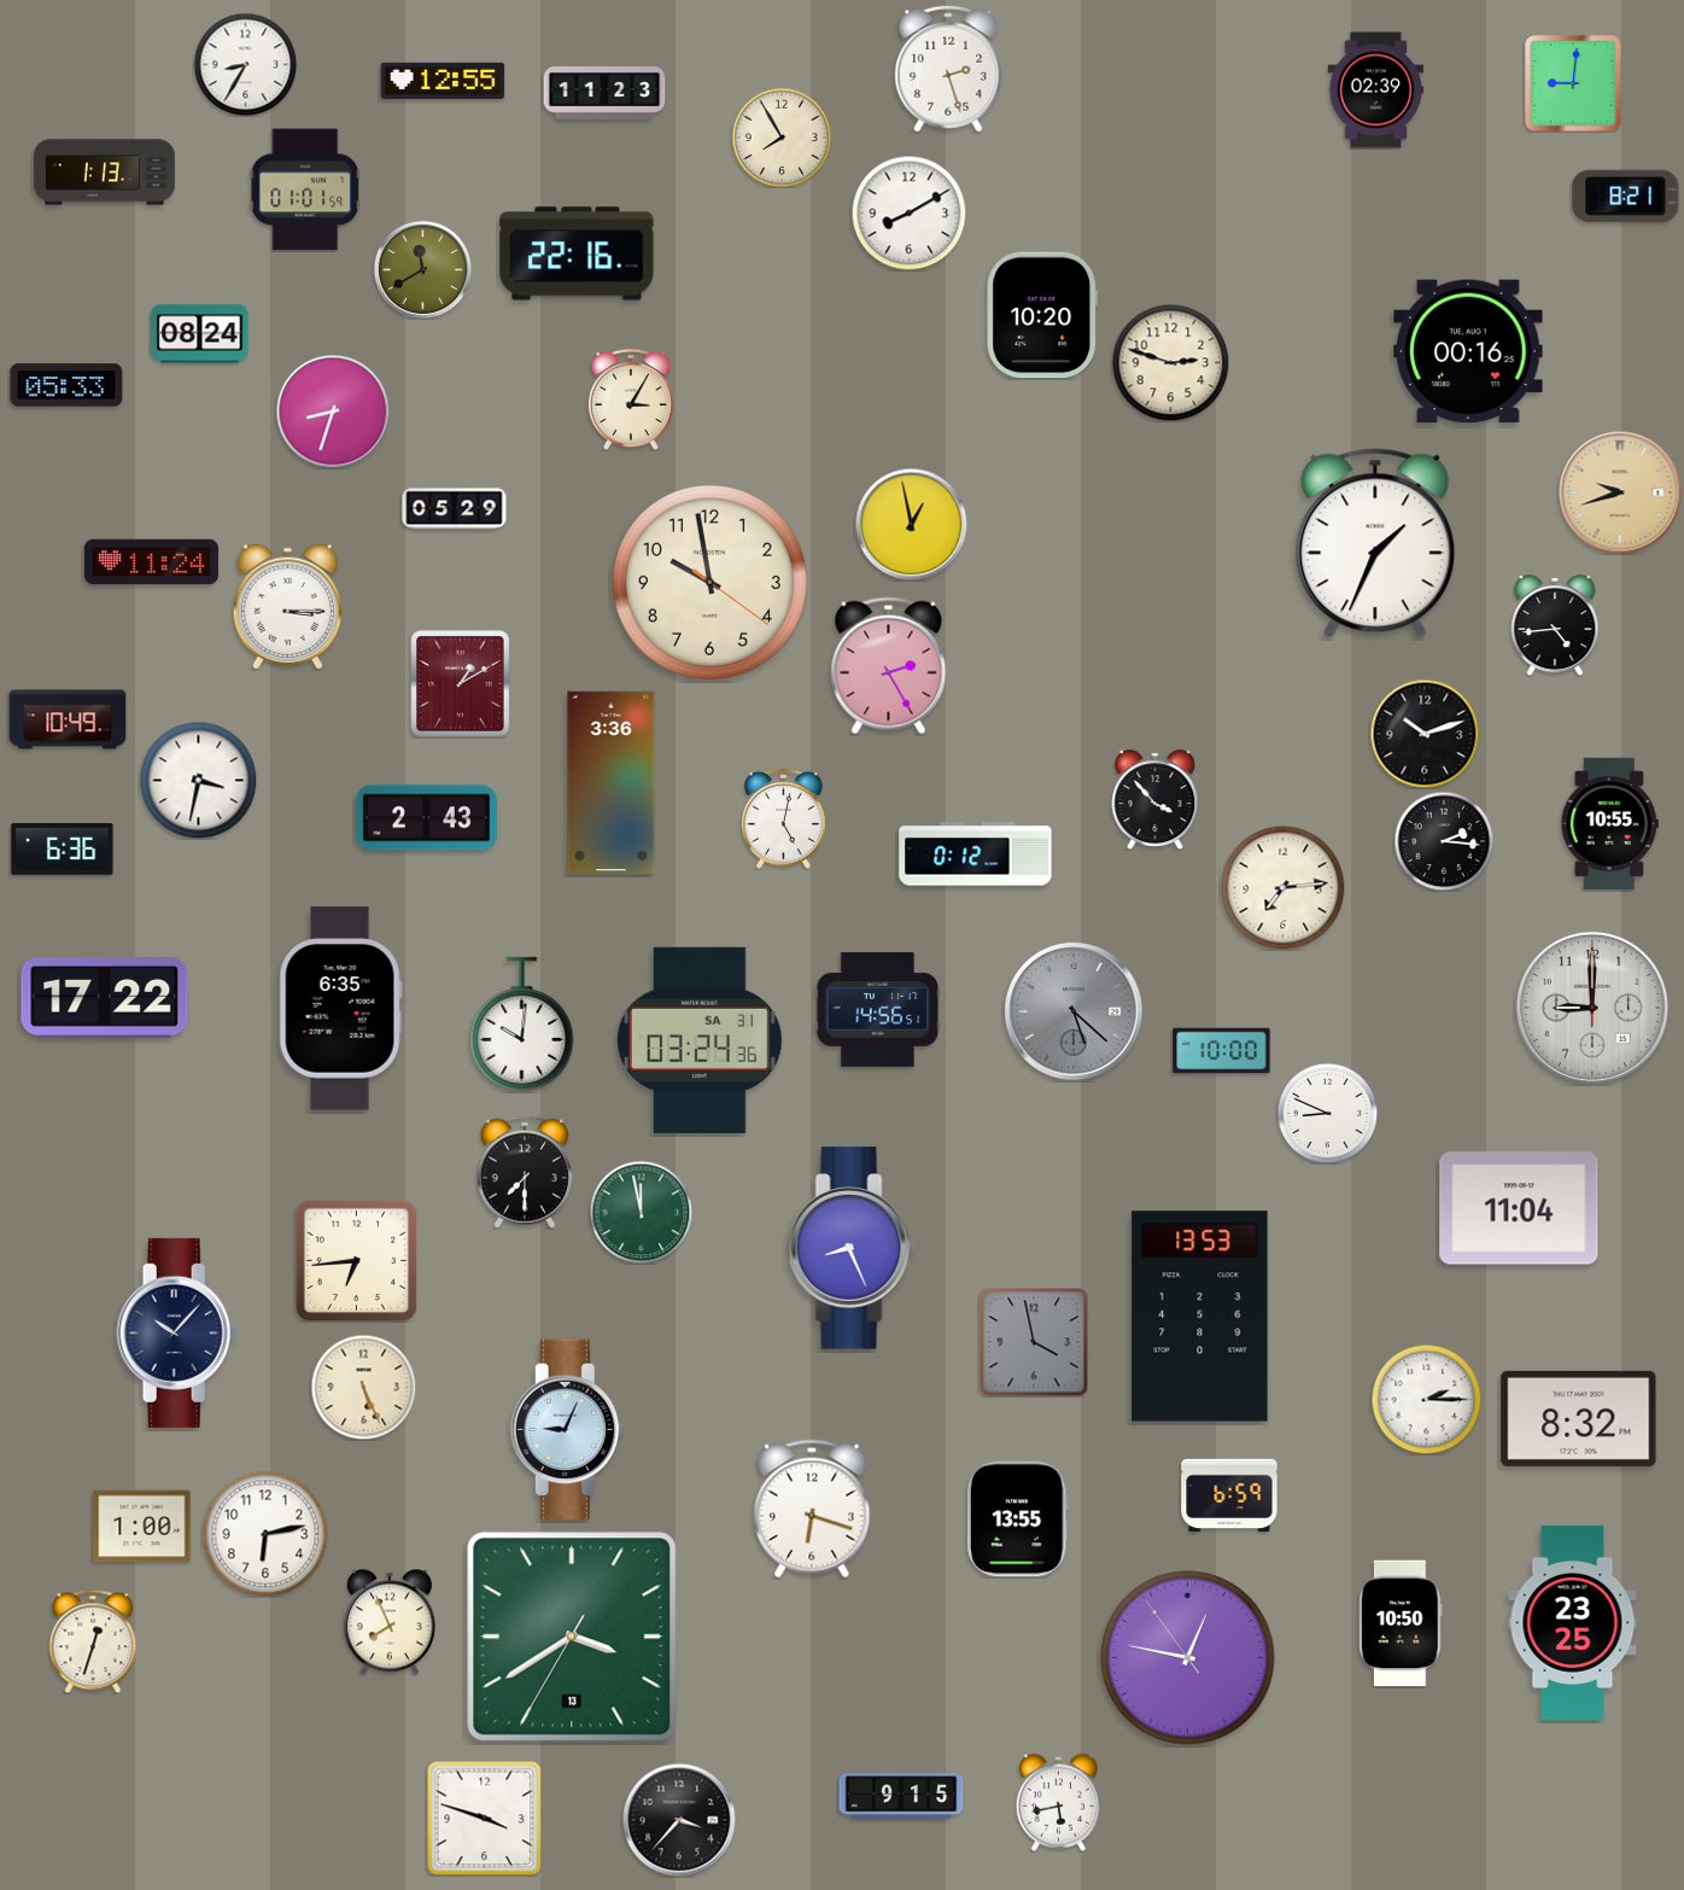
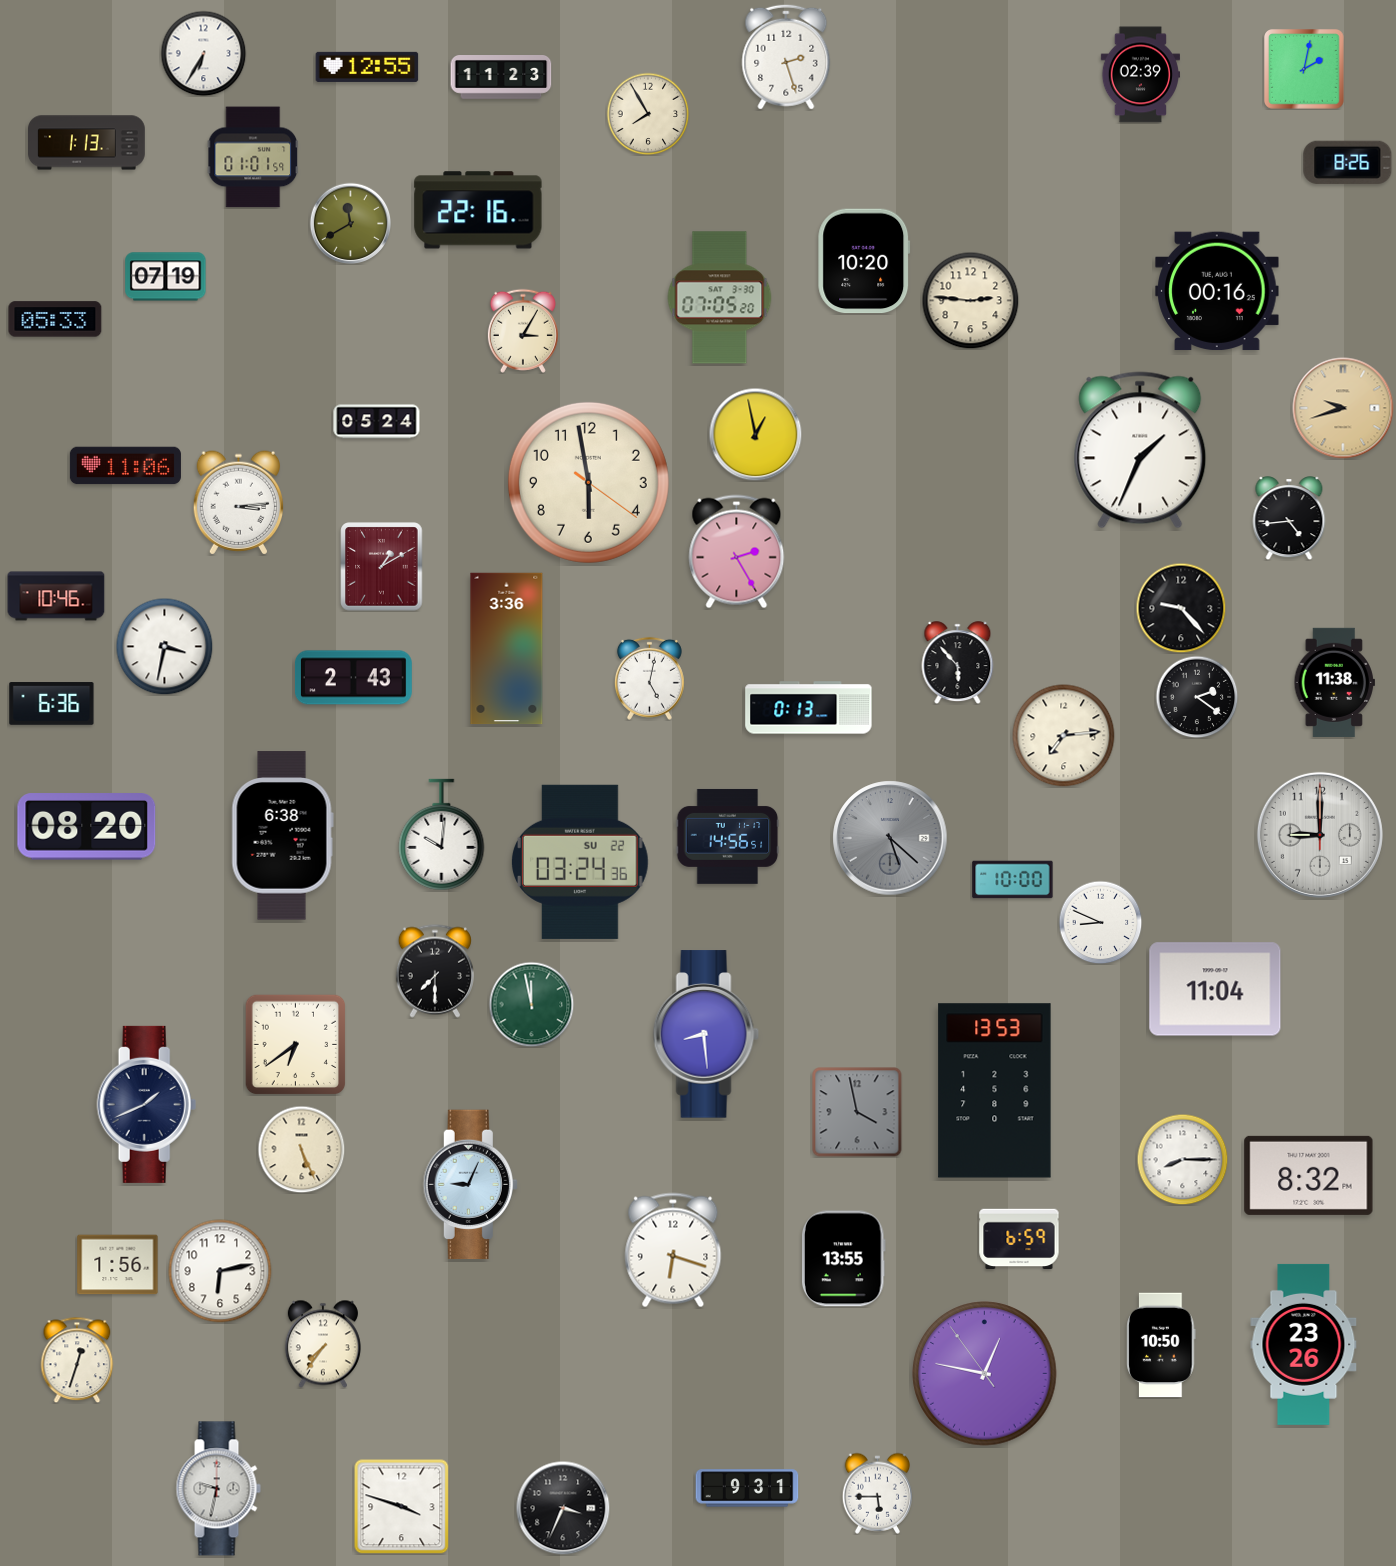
clock at (245, 64): 8:35 -> 6:35
clock at (1573, 83): 9:01 -> 2:02
clock at (1626, 196): 8:21 -> 8:26
clock at (908, 212): 8:10 -> none
clock at (200, 334): 08:24 -> 07:19
clock at (720, 298): none -> 07:05
clock at (1170, 362): 2:48 -> 2:46
clock at (333, 412): 8:33 -> none
clock at (455, 509): 05:29 -> 05:24
clock at (151, 562): 11:24 -> 11:06
clock at (709, 582): 9:58 -> 5:58
clock at (287, 607): 3:15 -> 3:14
clock at (68, 719): 10:49 -> 10:46
clock at (1425, 734): 10:12 -> 9:23
clock at (1156, 800): 3:53 -> 5:53
clock at (1609, 823): 10:55 -> 11:38
clock at (1444, 841): 2:16 -> 2:21
clock at (976, 854): 0:12 -> 0:13
clock at (105, 998): 17:22 -> 08:20
clock at (340, 1009): 6:35 -> 6:38
clock at (522, 1025) position: (522, 1025) -> (442, 835)
clock at (700, 1040) date: SA 31 -> SU 22
clock at (1222, 1051) position: (1222, 1051) -> (1013, 880)
clock at (1519, 1208) position: (1519, 1208) -> (1215, 989)
clock at (852, 1248): 8:26 -> 8:29
clock at (356, 1260): 6:44 -> 6:39
clock at (177, 1332): 10:07 -> 1:41
clock at (1426, 1399): 2:15 -> 8:15
clock at (142, 1527): 1:00 -> 1:56
clock at (390, 1622): 7:56 -> 7:36
clock at (1573, 1622): 23:25 -> 23:26
clock at (572, 1637): 3:39 -> none
clock at (901, 1796): 9:15 -> 9:31
clock at (218, 1489): none -> 9:32
clock at (1058, 1802): 5:43 -> 5:45
clock at (679, 1820): 3:37 -> 3:34
